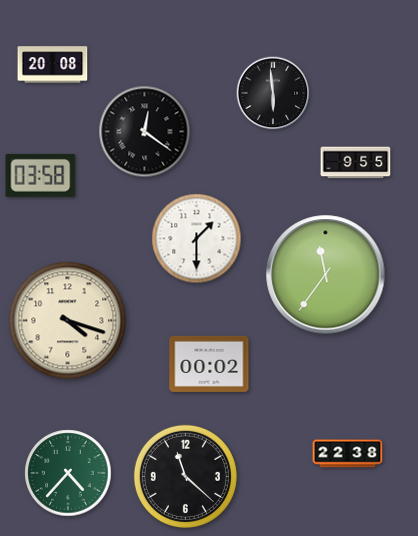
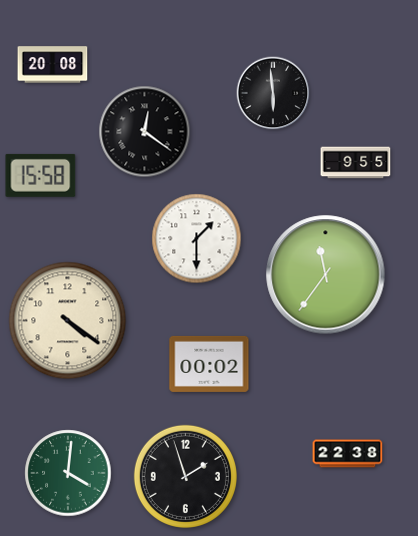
clock at (41, 175): 03:58 -> 15:58
clock at (68, 321): 4:18 -> 4:21
clock at (68, 473): 4:37 -> 4:01
clock at (185, 476): 11:22 -> 1:57
